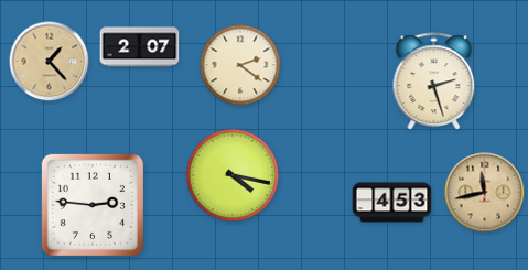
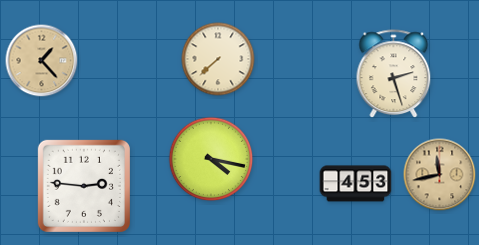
clock at (140, 47): 2:07 -> none
clock at (50, 62) position: (50, 62) -> (42, 61)
clock at (240, 65): 2:21 -> 7:38
